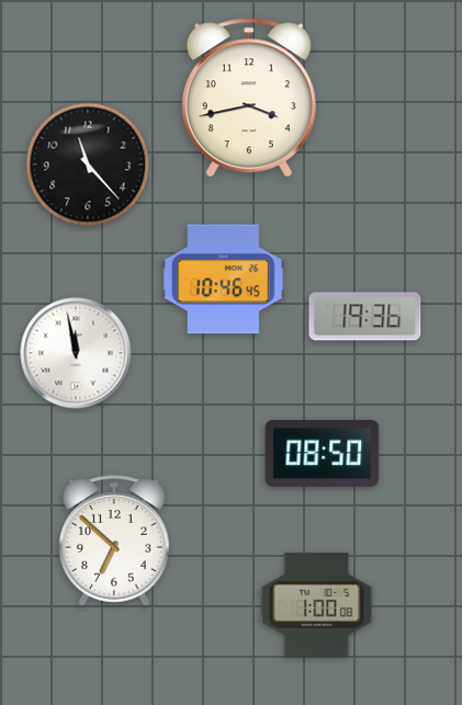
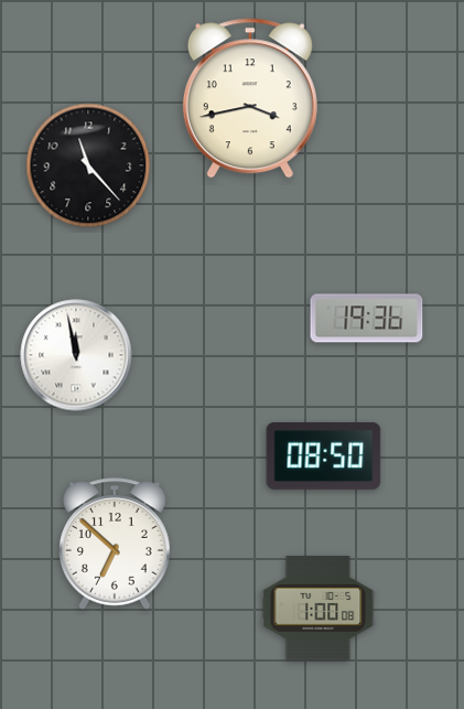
clock at (224, 280): 10:46 -> none
